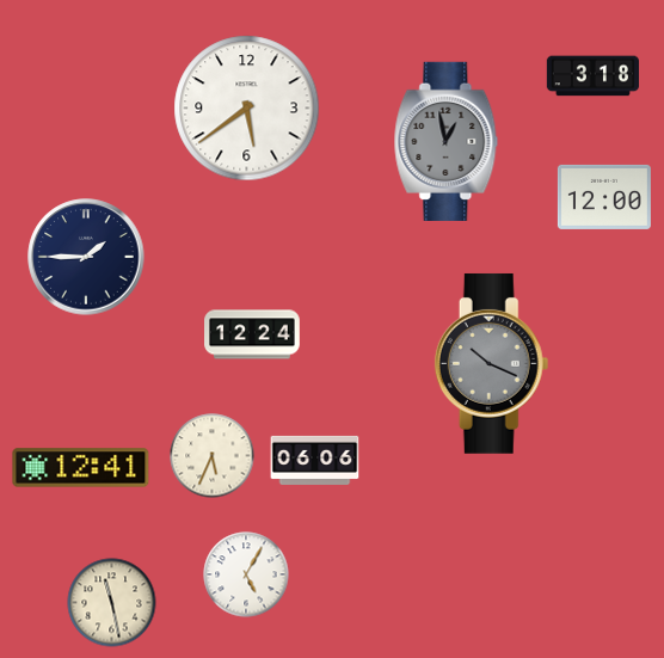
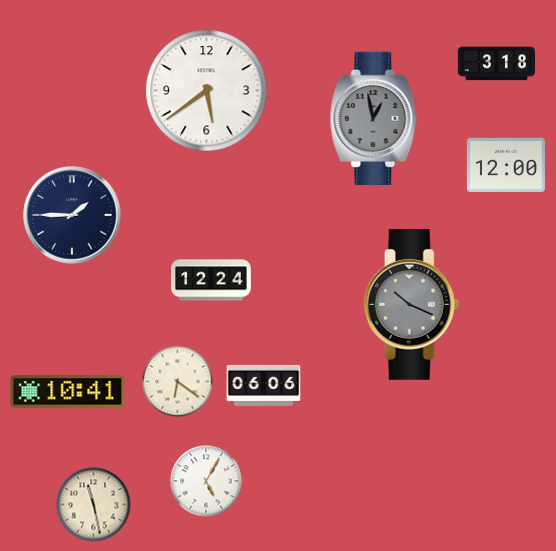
clock at (213, 456): 5:34 -> 6:21
clock at (81, 468): 12:41 -> 10:41
